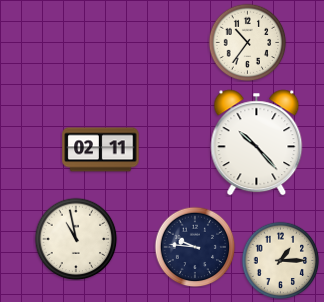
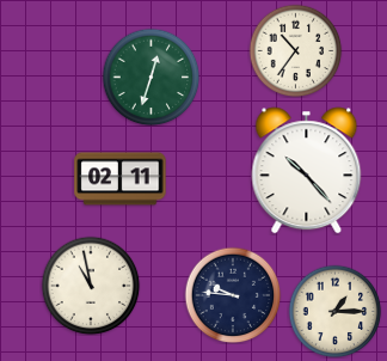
clock at (150, 77): none -> 12:33
